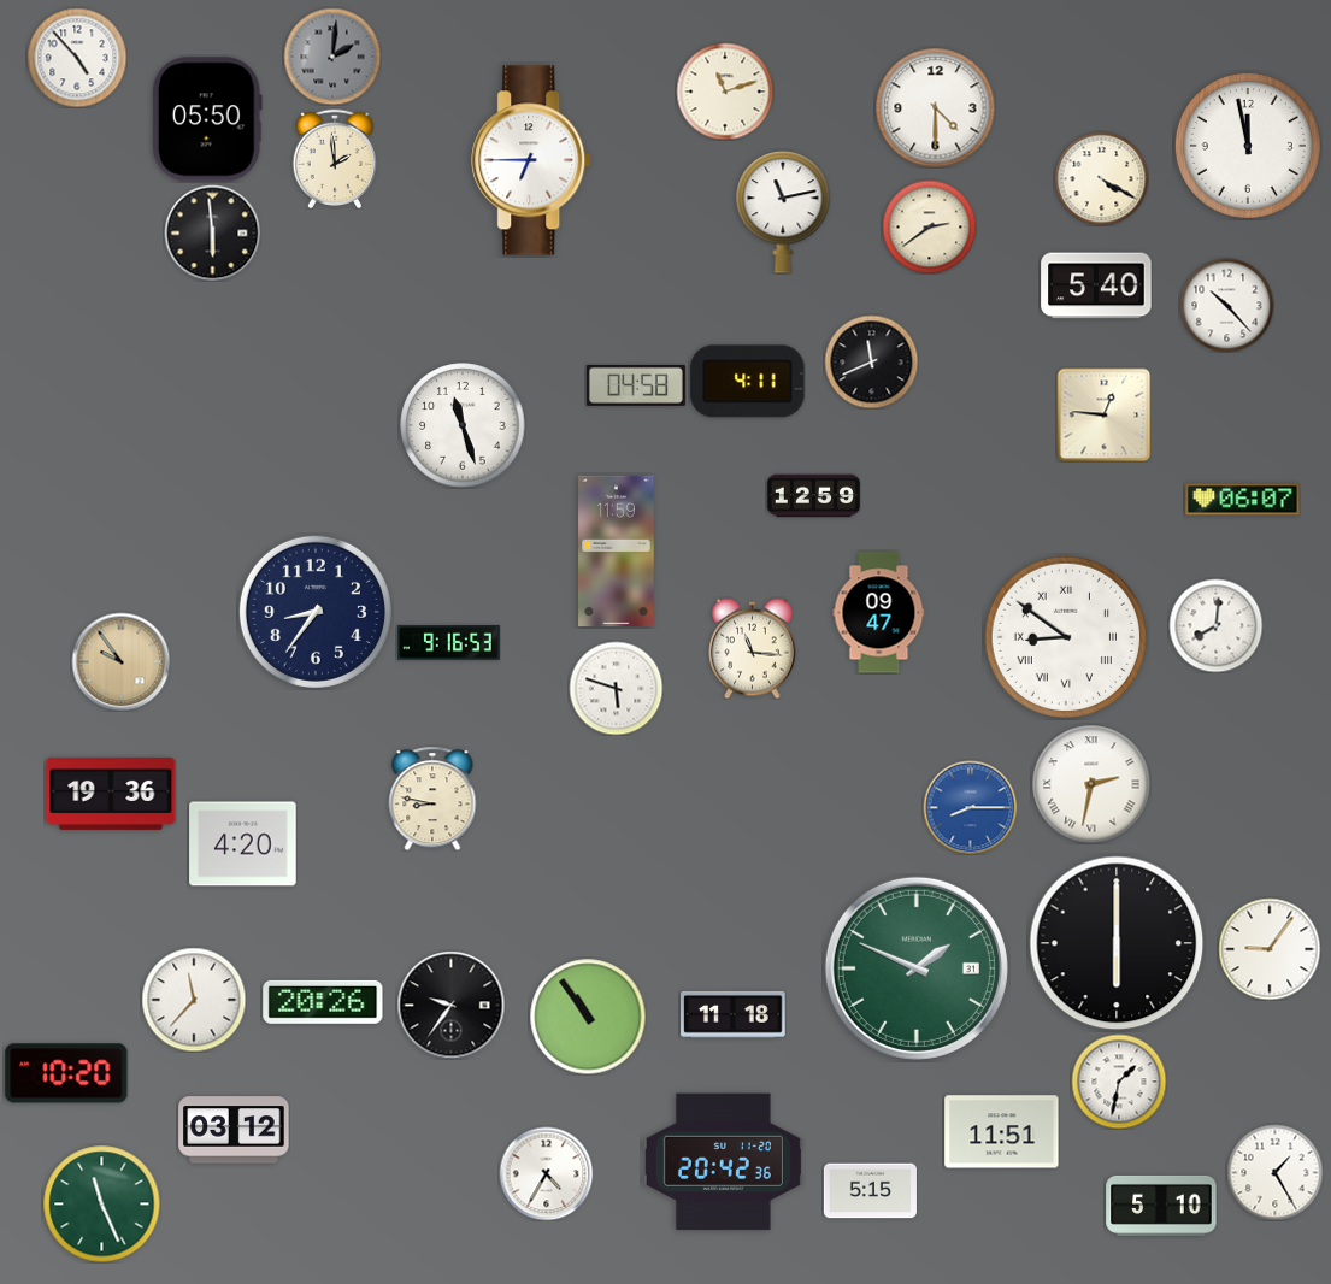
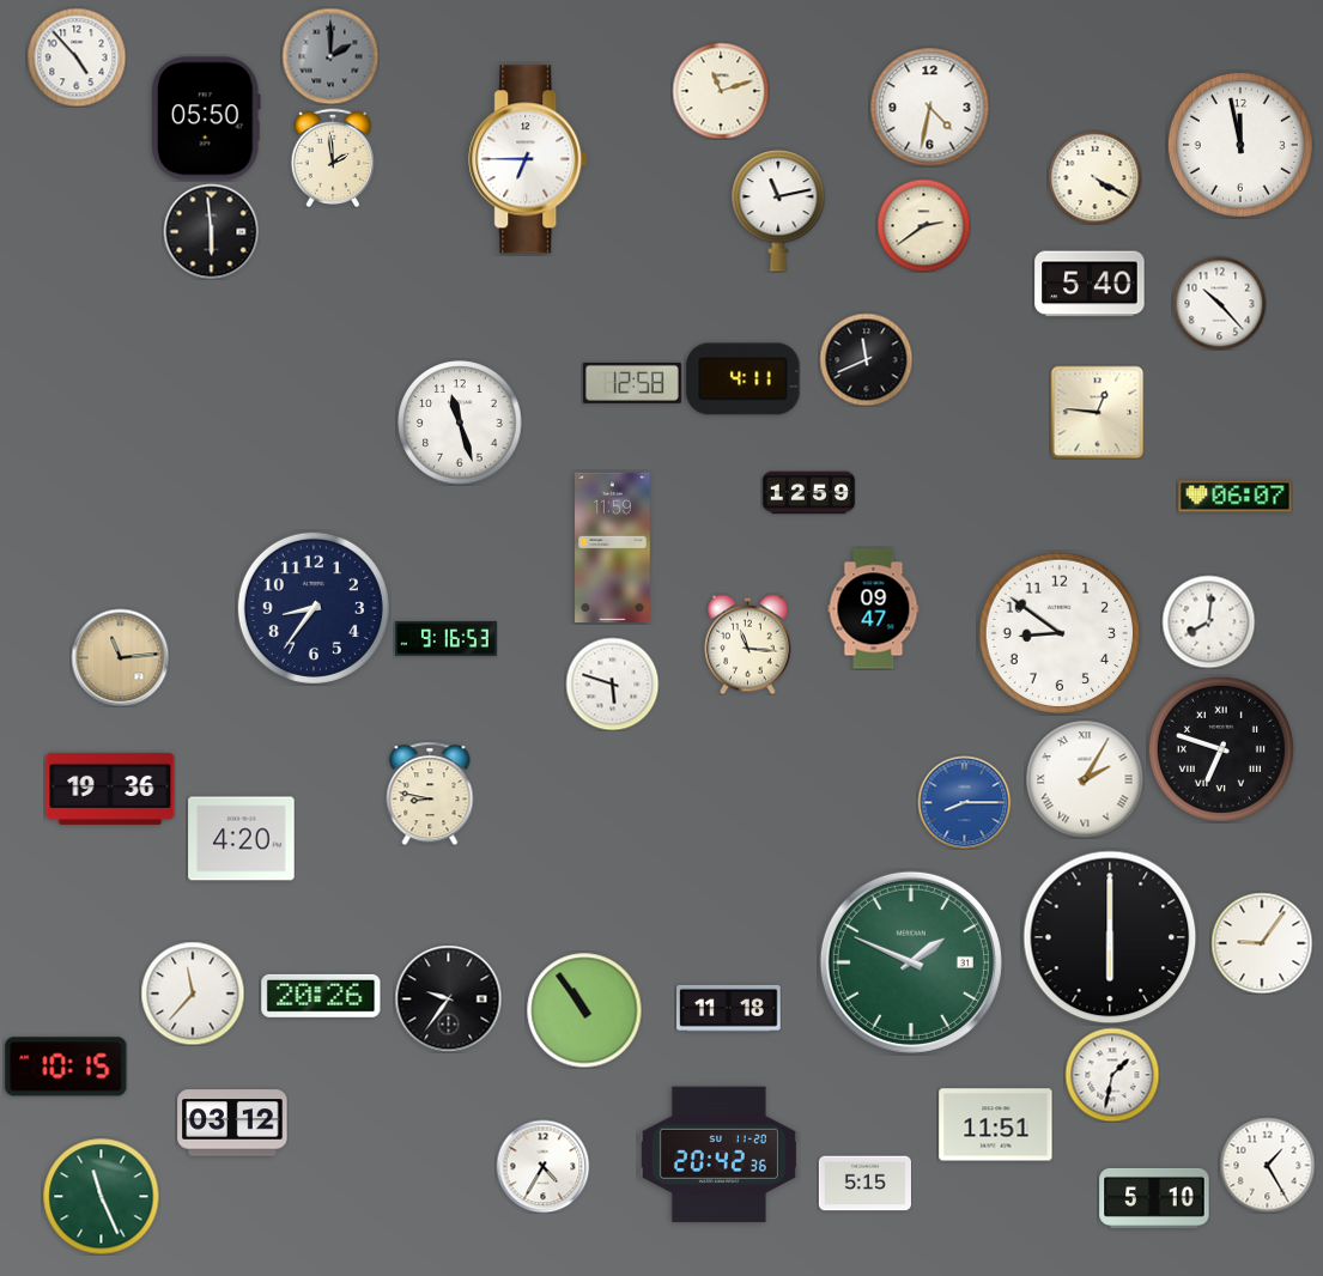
clock at (332, 57): 2:01 -> 2:00
clock at (936, 108): 4:30 -> 4:32
clock at (636, 385): 04:58 -> 12:58
clock at (1065, 636) numerals: Roman -> Arabic
clock at (120, 661): 9:54 -> 11:14
clock at (1221, 749): none -> 6:48
clock at (1091, 784): 2:32 -> 2:05
clock at (66, 1073): 10:20 -> 10:15
